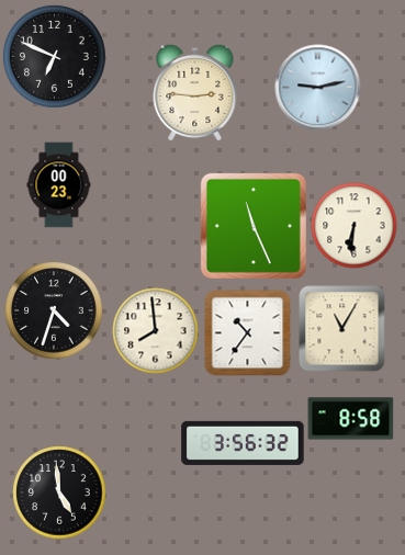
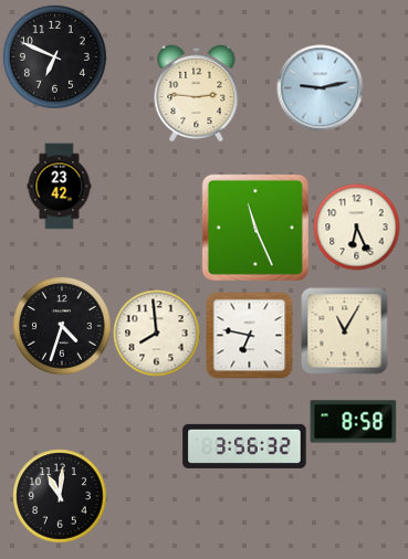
clock at (59, 184): 00:23 -> 23:42
clock at (353, 225): 6:31 -> 6:26
clock at (54, 310) position: (54, 310) -> (62, 326)
clock at (247, 332): 10:36 -> 6:47
clock at (59, 492): 4:59 -> 11:01
